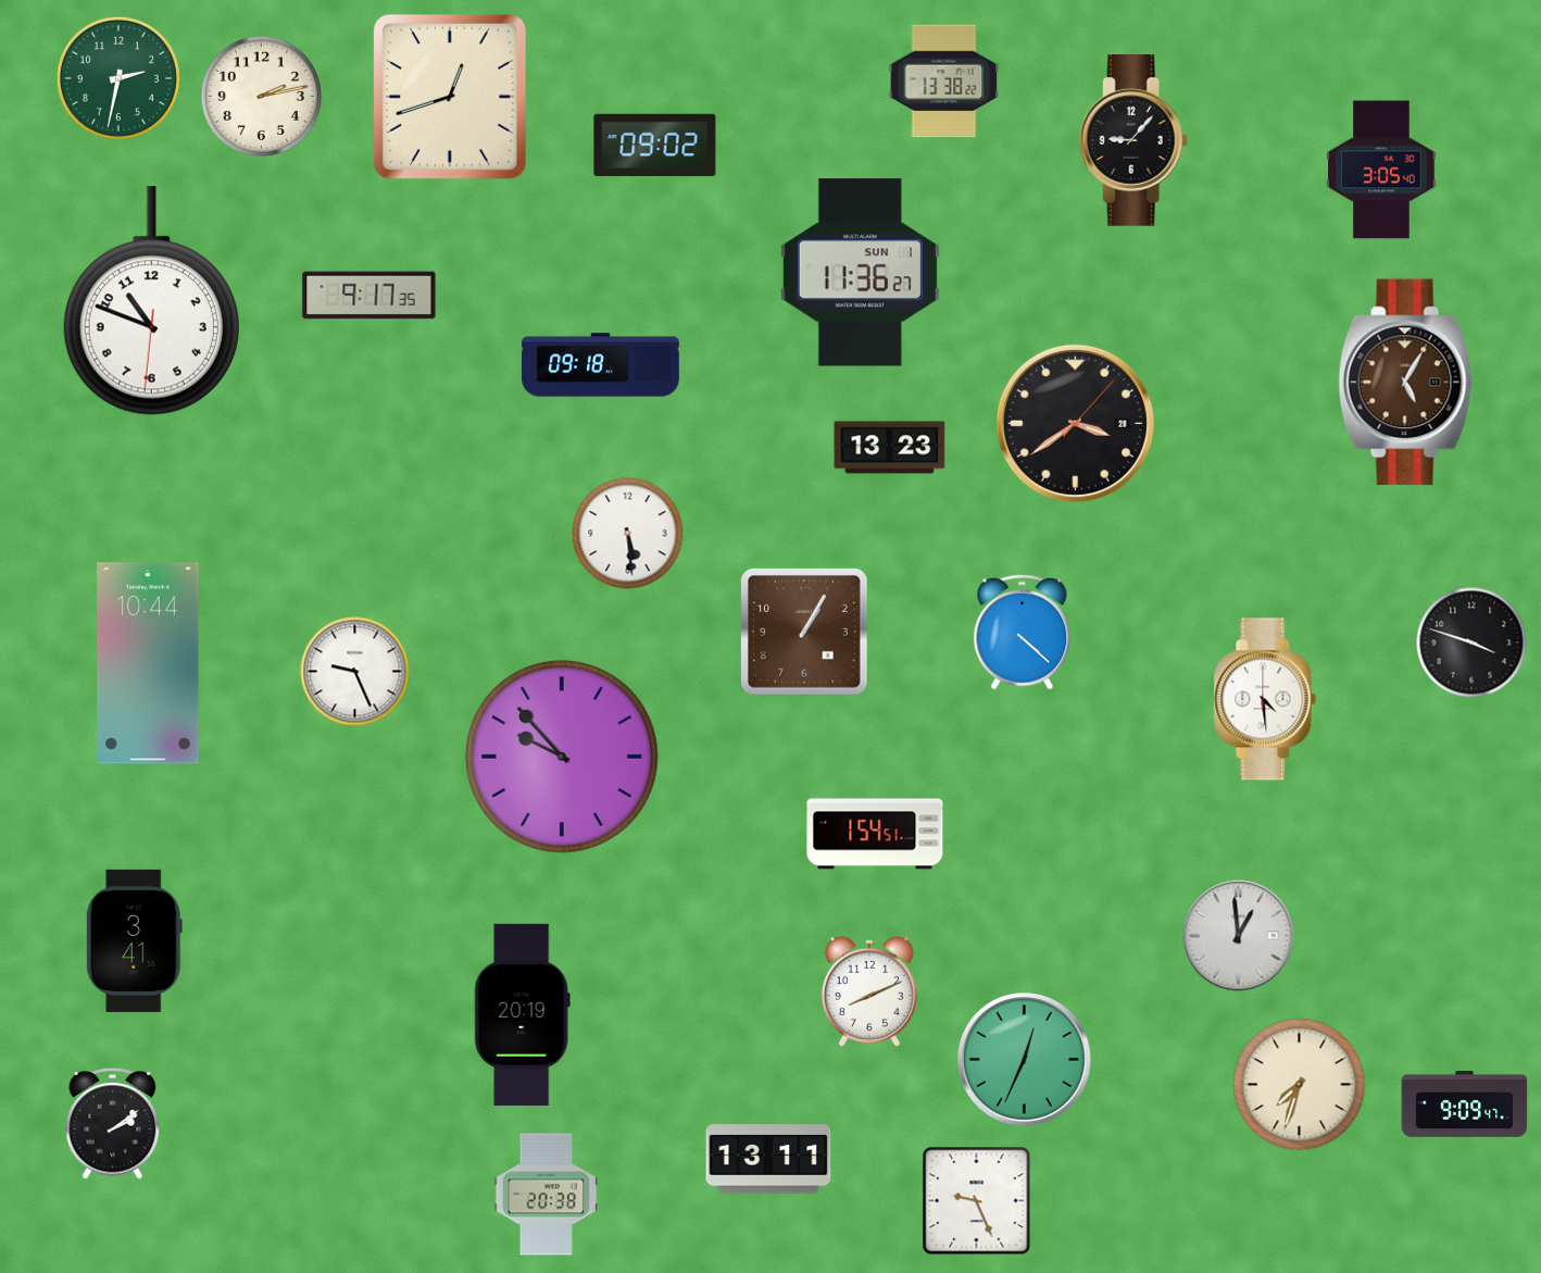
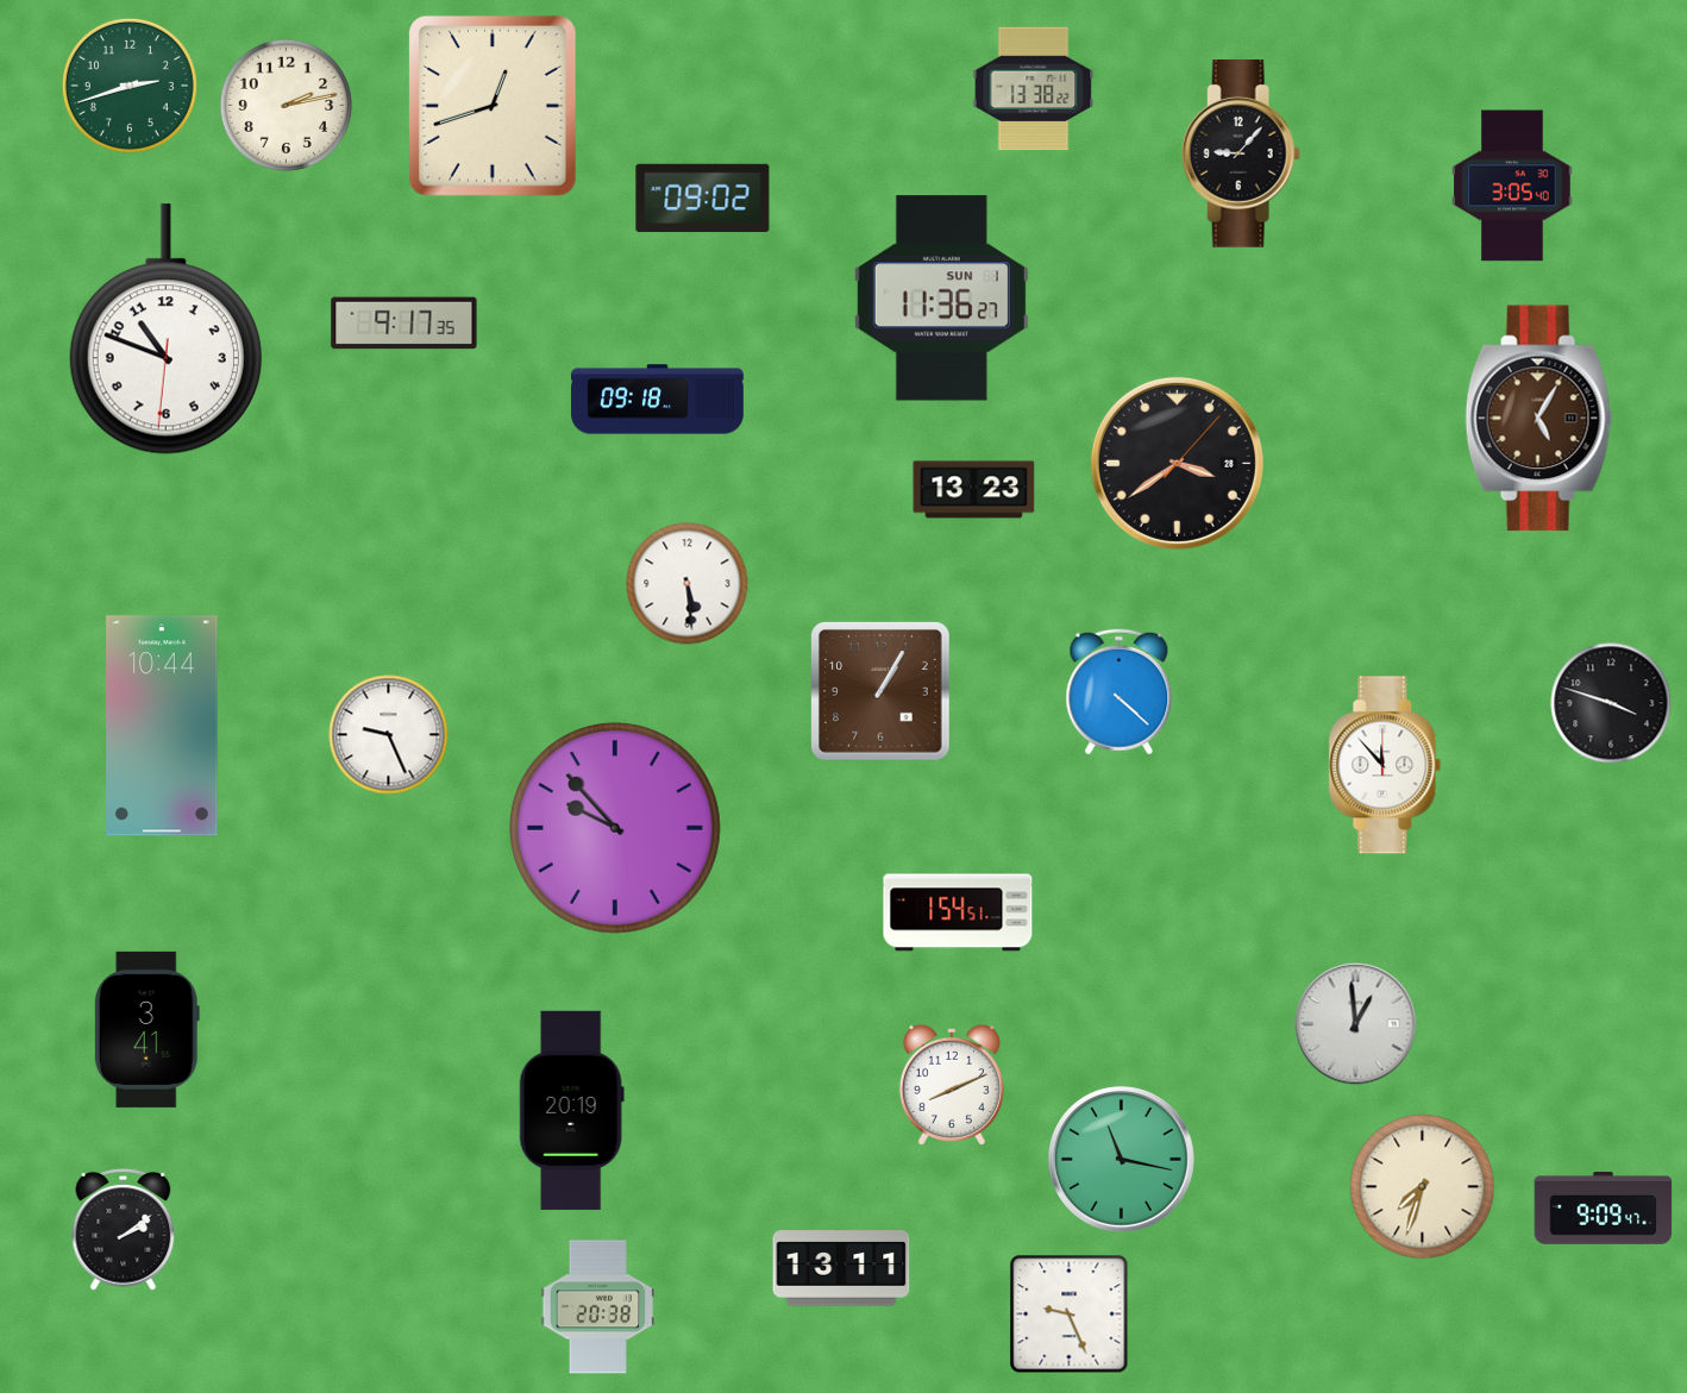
clock at (118, 78): 2:32 -> 2:42
clock at (655, 146) position: (655, 146) -> (703, 199)
clock at (1265, 699): 4:29 -> 11:53
clock at (1025, 1060): 12:34 -> 11:17
